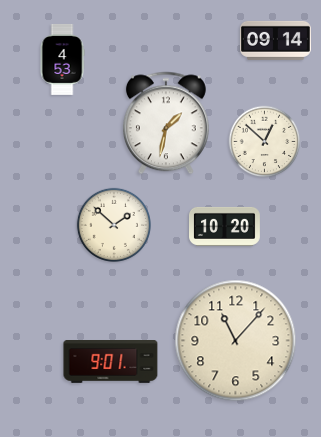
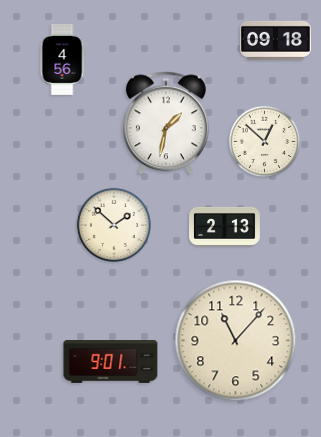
clock at (275, 40): 09:14 -> 09:18
clock at (62, 59): 4:53 -> 4:56
clock at (225, 226): 10:20 -> 2:13
